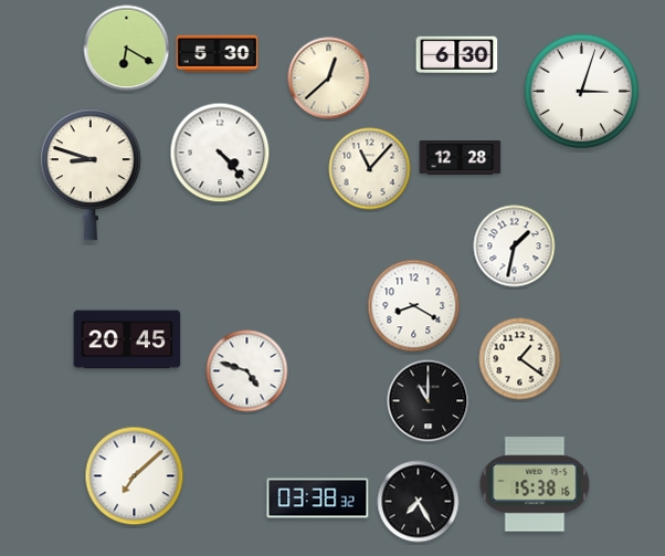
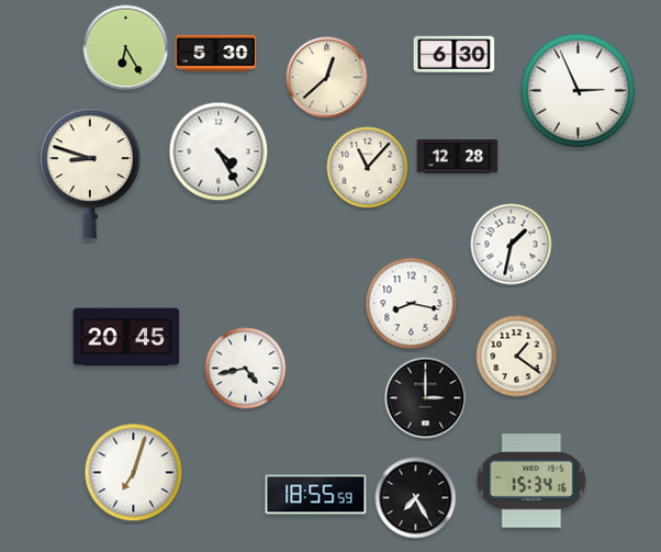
clock at (127, 49): 6:20 -> 6:25
clock at (582, 92): 3:03 -> 2:56
clock at (220, 153): 4:23 -> 4:25
clock at (414, 306): 8:20 -> 8:17
clock at (247, 371): 4:48 -> 4:43
clock at (429, 401): 11:00 -> 3:00
clock at (135, 476): 7:08 -> 7:03
clock at (535, 484): 15:38 -> 15:34
clock at (318, 499): 03:38 -> 18:55
